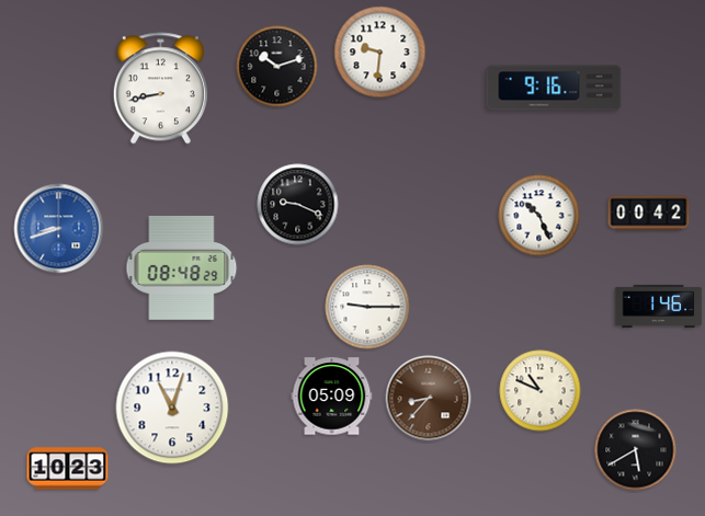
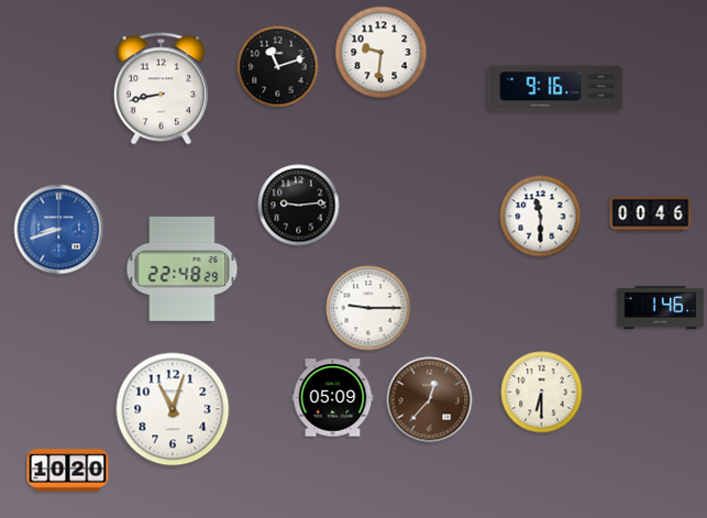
clock at (277, 67): 10:12 -> 11:12
clock at (298, 205): 9:19 -> 9:14
clock at (649, 214): 00:42 -> 00:46
clock at (539, 216): 10:26 -> 11:30
clock at (182, 268): 08:48 -> 22:48
clock at (541, 391): 10:49 -> 6:30
clock at (429, 399): 8:37 -> 12:37
clock at (636, 450): 5:40 -> none
clock at (68, 469): 10:23 -> 10:20
